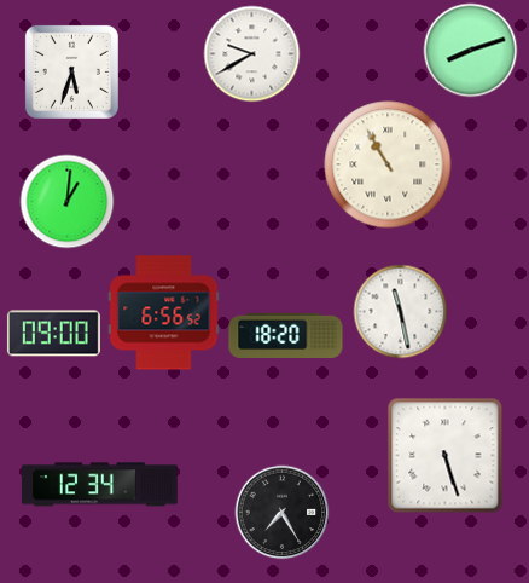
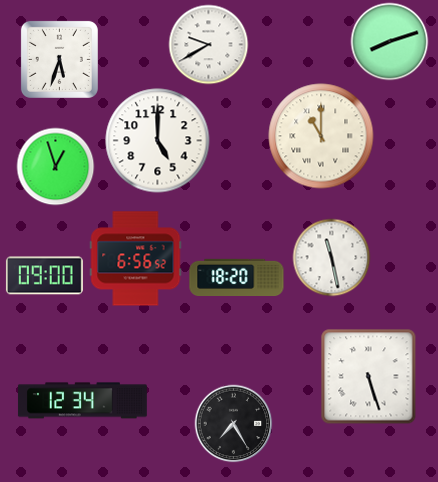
clock at (388, 164): 10:55 -> 11:00
clock at (158, 141): none -> 5:00
clock at (66, 201): 1:01 -> 12:57
